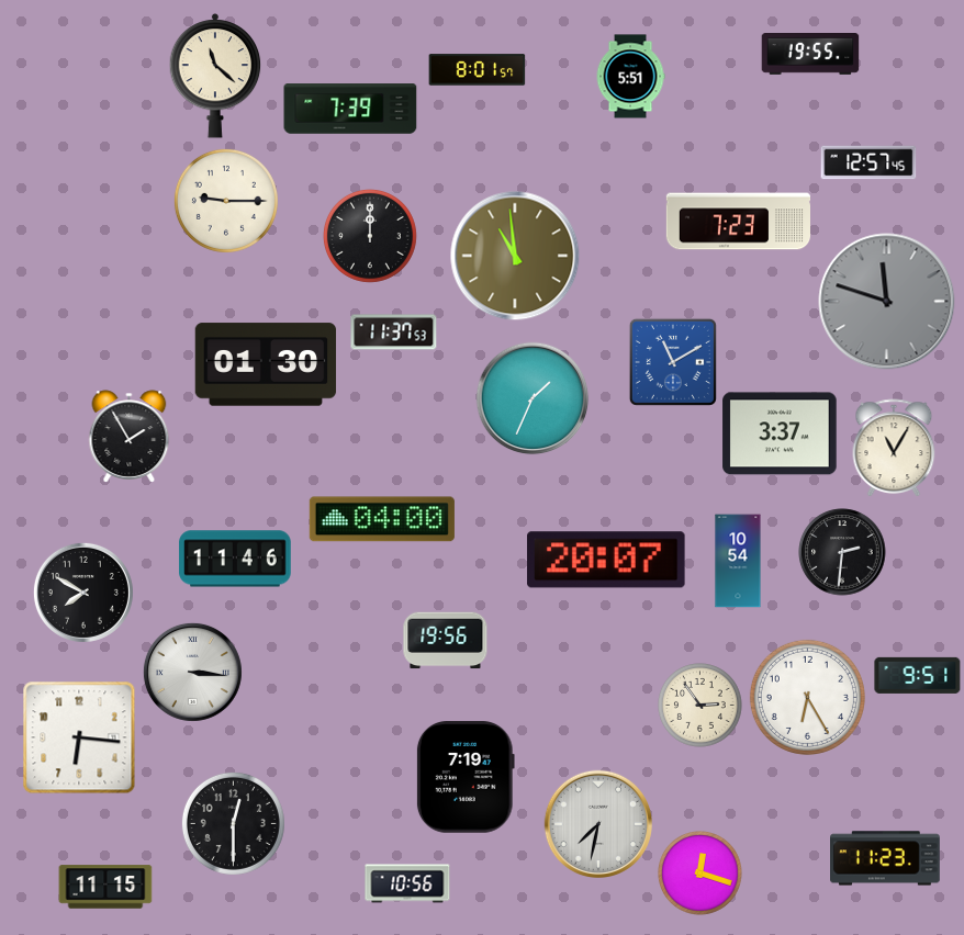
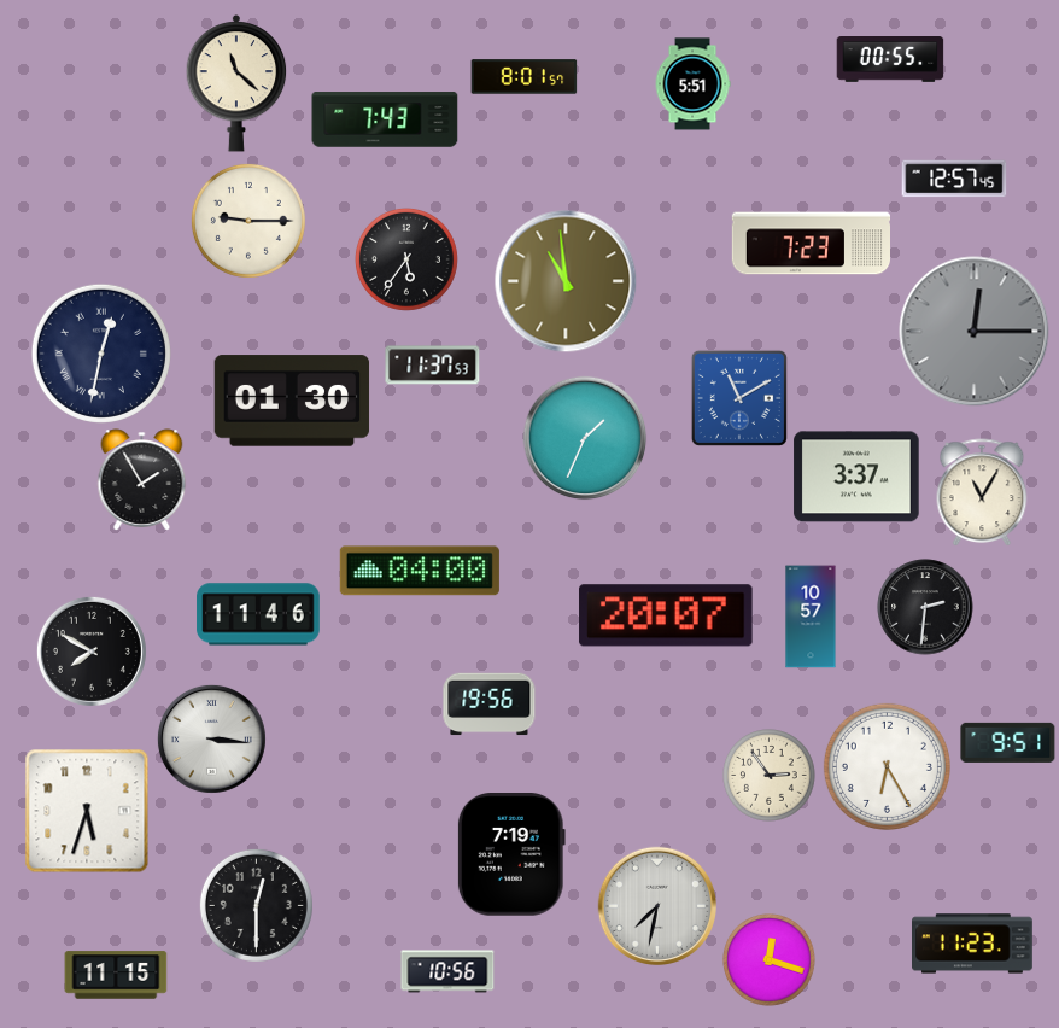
clock at (810, 55): 19:55 -> 00:55
clock at (350, 109): 7:39 -> 7:43
clock at (370, 236): 12:00 -> 5:36
clock at (887, 302): 11:48 -> 12:15
clock at (101, 354): none -> 12:32
clock at (738, 561): 10:54 -> 10:57
clock at (79, 737): 6:16 -> 5:33
